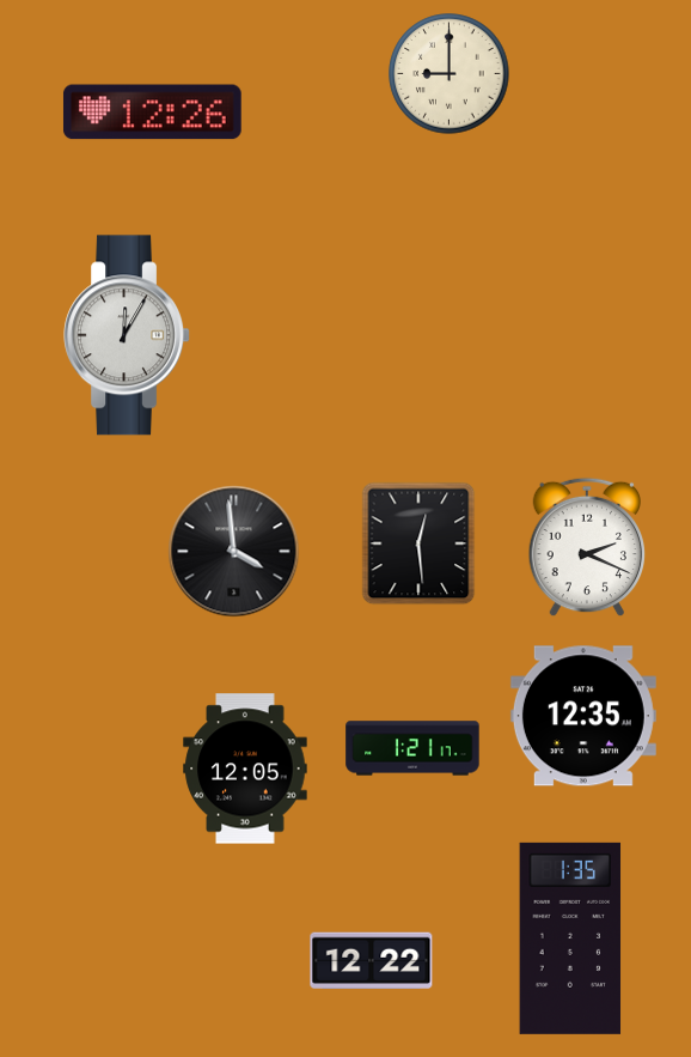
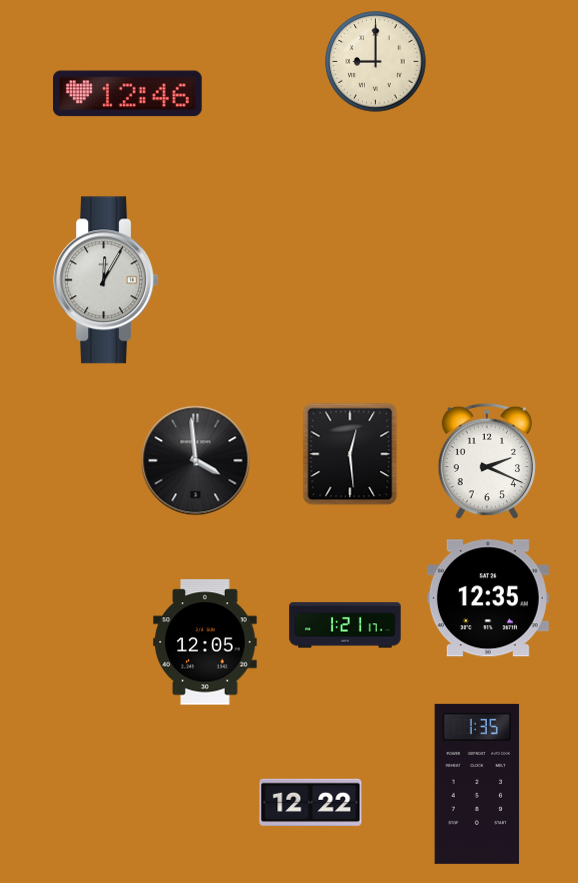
clock at (152, 113): 12:26 -> 12:46
clock at (587, 547) position: (587, 547) -> (487, 461)
